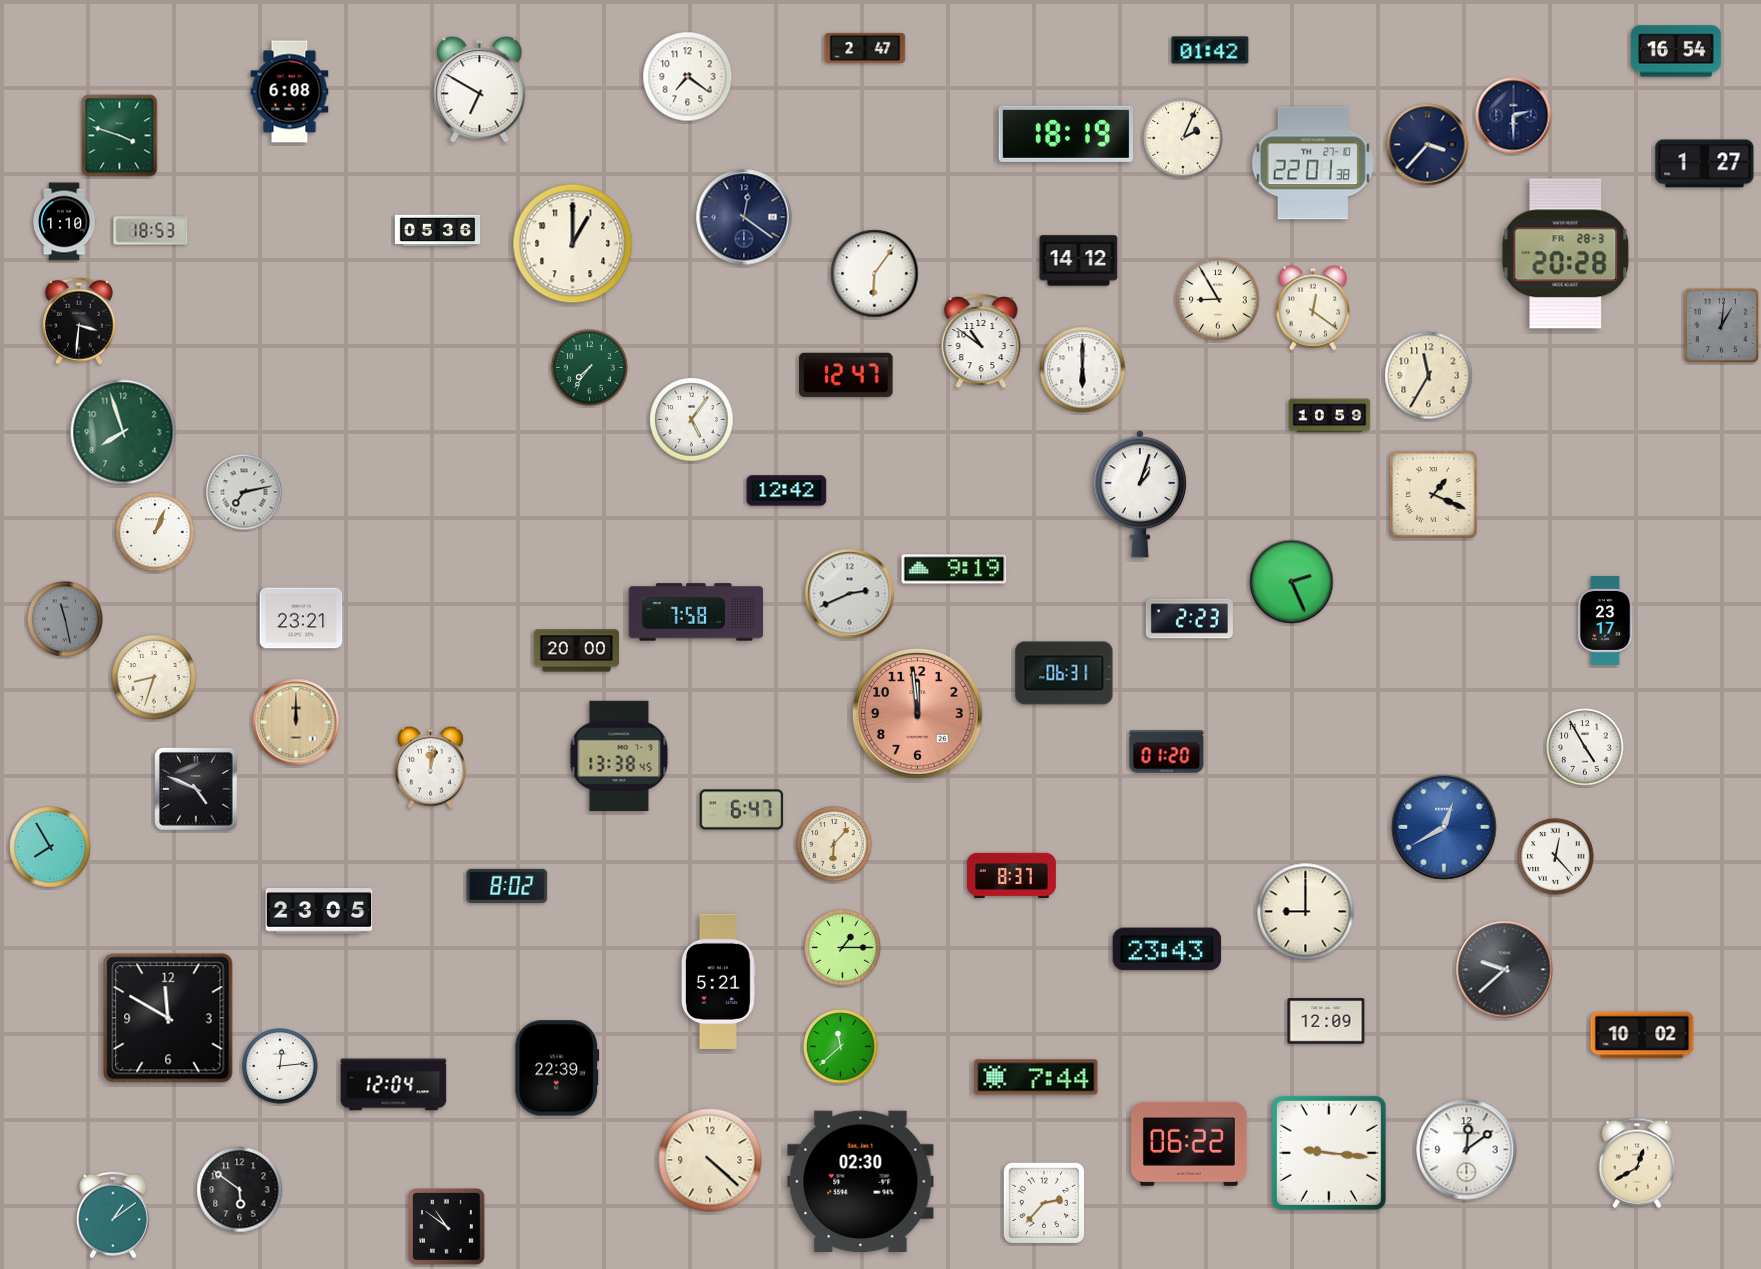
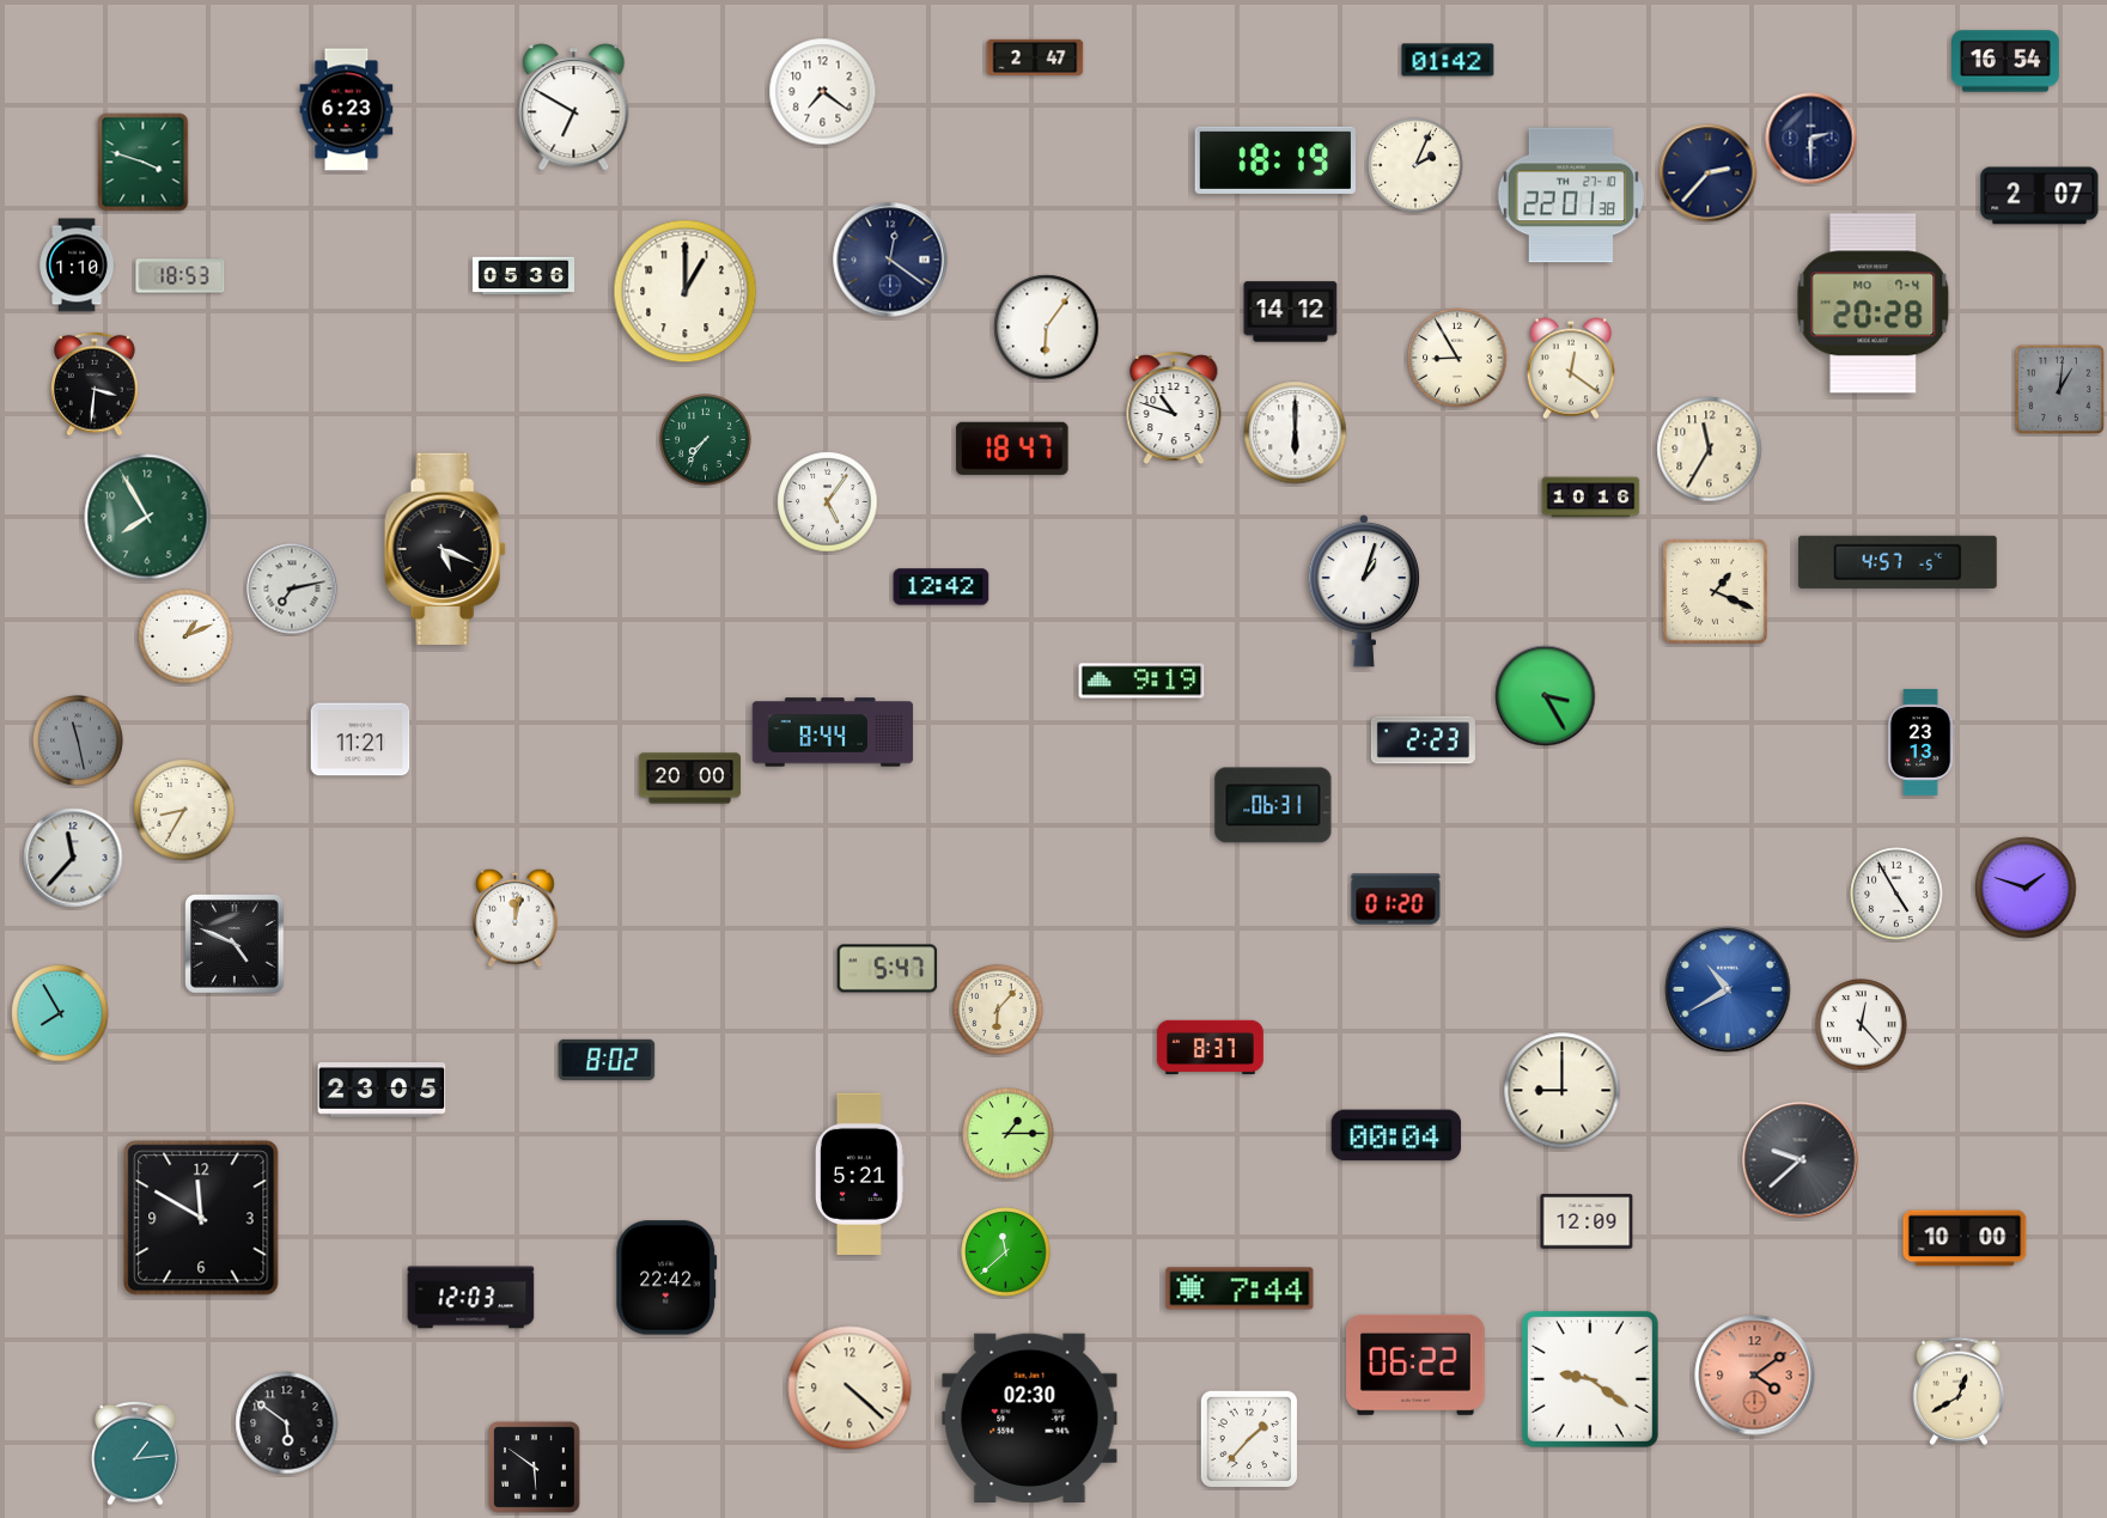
clock at (290, 92): 6:08 -> 6:23
clock at (1428, 145): 3:37 -> 2:37
clock at (1705, 164): 1:27 -> 2:07
clock at (1566, 254) date: FR 28-3 -> MO 7-4
clock at (981, 342): 10:51 -> 10:48
clock at (1083, 370) position: (1083, 370) -> (1296, 433)
clock at (846, 375): 12:47 -> 18:47
clock at (1330, 416): 10:59 -> 10:16
clock at (123, 432): 7:57 -> 7:55
clock at (445, 549): none -> 5:19
clock at (1898, 562): none -> 4:57
clock at (155, 532): 1:04 -> 1:11
clock at (1292, 582): 2:26 -> 3:25
clock at (850, 594): 2:41 -> none
clock at (696, 612): 7:58 -> 8:44
clock at (301, 618): 23:21 -> 11:21
clock at (1605, 620): 23:17 -> 23:13
clock at (154, 677): 8:33 -> 8:35
clock at (918, 714): 11:59 -> none
clock at (73, 858): none -> 11:37
clock at (296, 722): 12:00 -> none
clock at (2026, 888): none -> 1:48
clock at (619, 755): 13:38 -> none
clock at (742, 810): 6:47 -> 5:47
clock at (1444, 827): 12:40 -> 10:40
clock at (1167, 949): 23:43 -> 00:04
clock at (1642, 1035): 10:02 -> 10:00
clock at (280, 1066): 12:14 -> none
clock at (557, 1068): 22:39 -> 22:42
clock at (394, 1085): 12:04 -> 12:03
clock at (1190, 1144) position: (1190, 1144) -> (1417, 1365)
clock at (1467, 1150): 12:09 -> 4:09
clock at (1467, 1150) dial: white -> salmon
clock at (1329, 1153): 9:16 -> 9:21
clock at (861, 1181) position: (861, 1181) -> (1030, 1418)
clock at (1044, 1203): 2:37 -> 1:37
clock at (114, 1215): 1:09 -> 1:14
clock at (447, 1227): 10:51 -> 5:51
